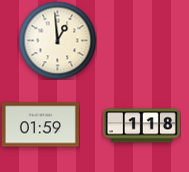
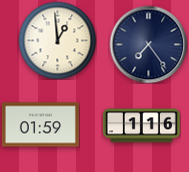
clock at (148, 44): none -> 7:24
clock at (141, 126): 1:18 -> 1:16
